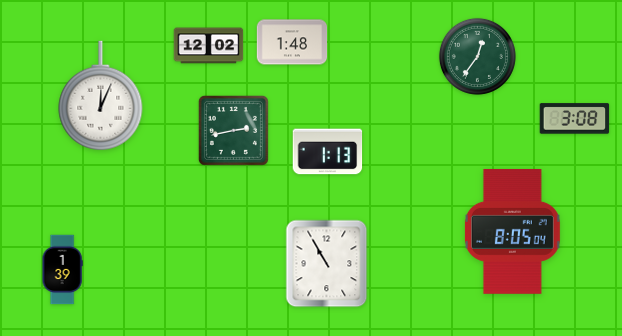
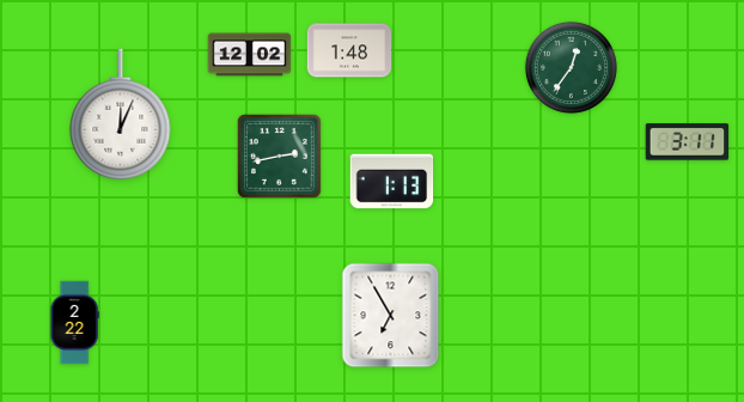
clock at (575, 119): 3:08 -> 3:11
clock at (512, 231): 8:05 -> none
clock at (327, 264): 10:55 -> 6:55
clock at (62, 270): 1:39 -> 2:22
